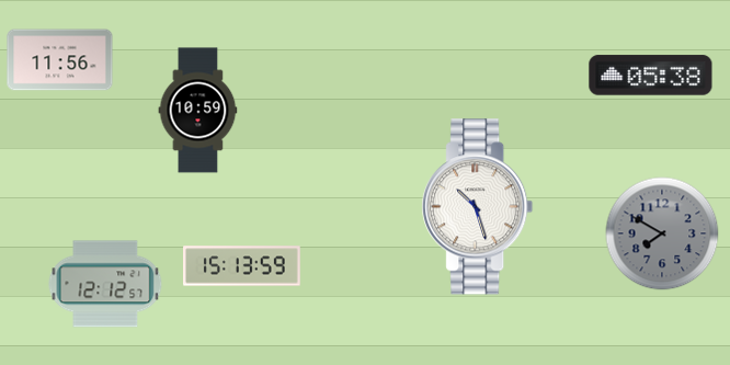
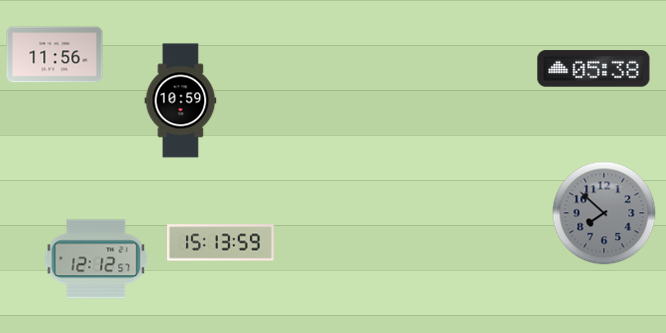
clock at (478, 207): 10:27 -> none
clock at (662, 233): 7:50 -> 7:52
